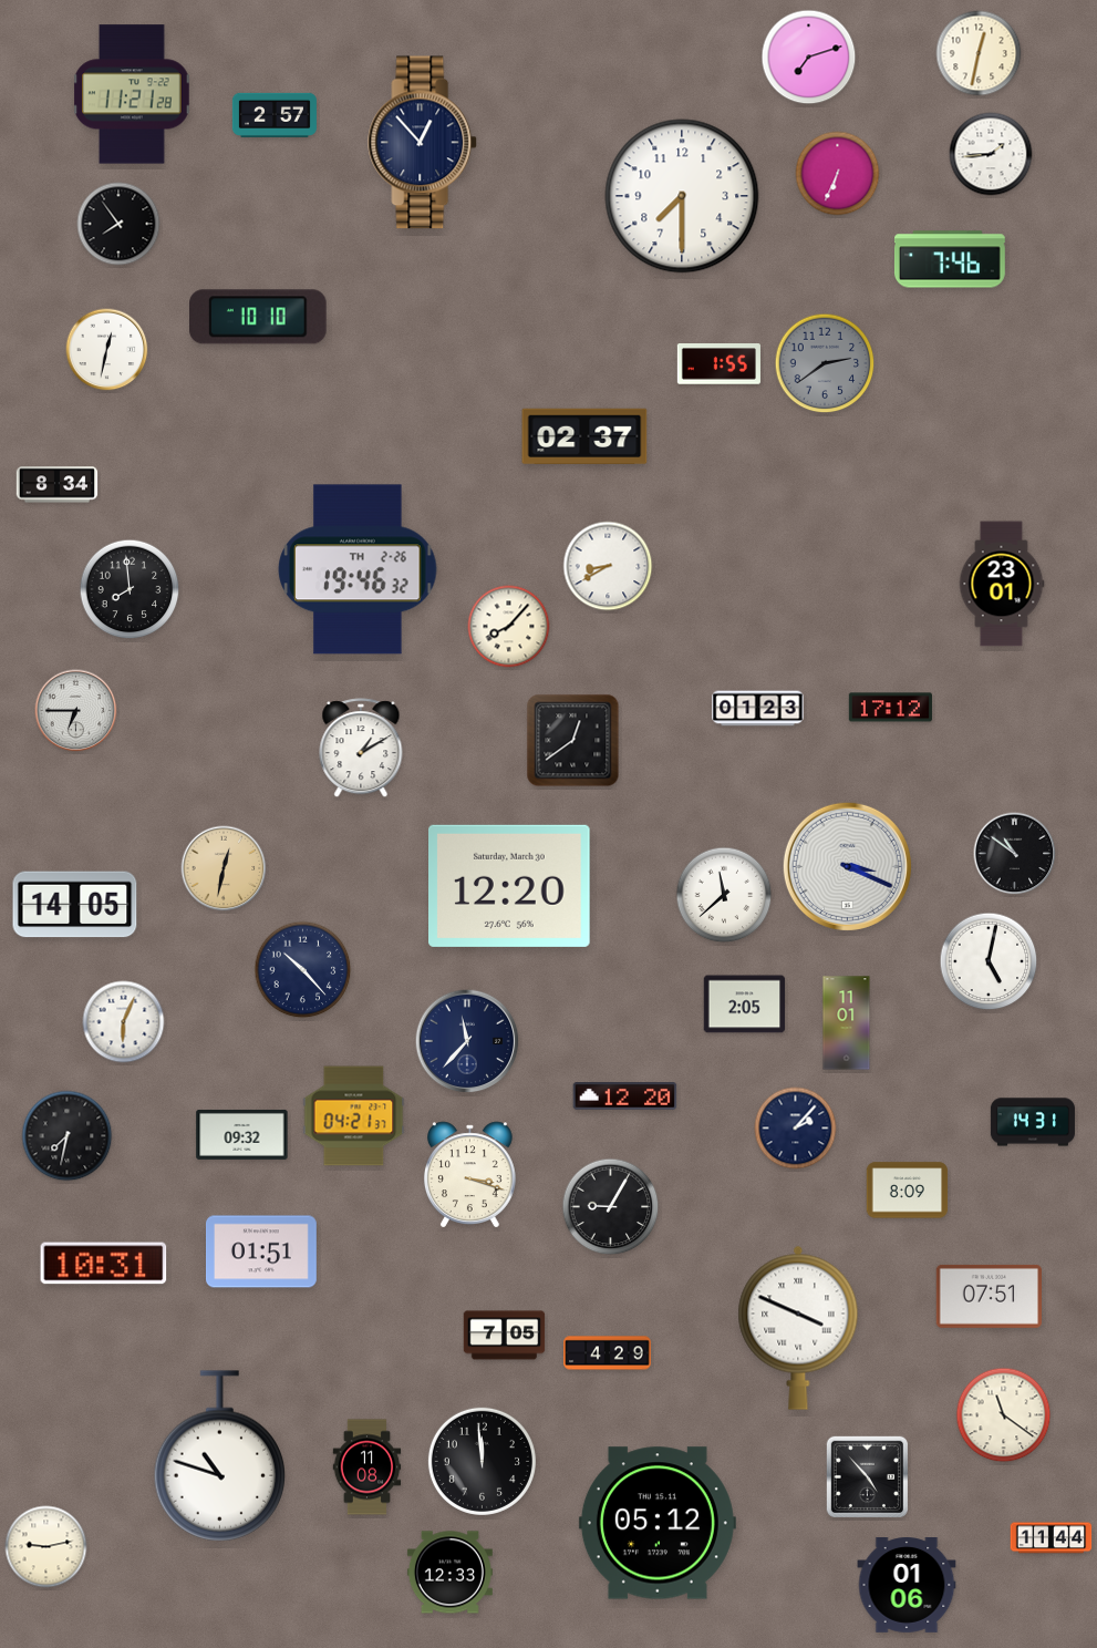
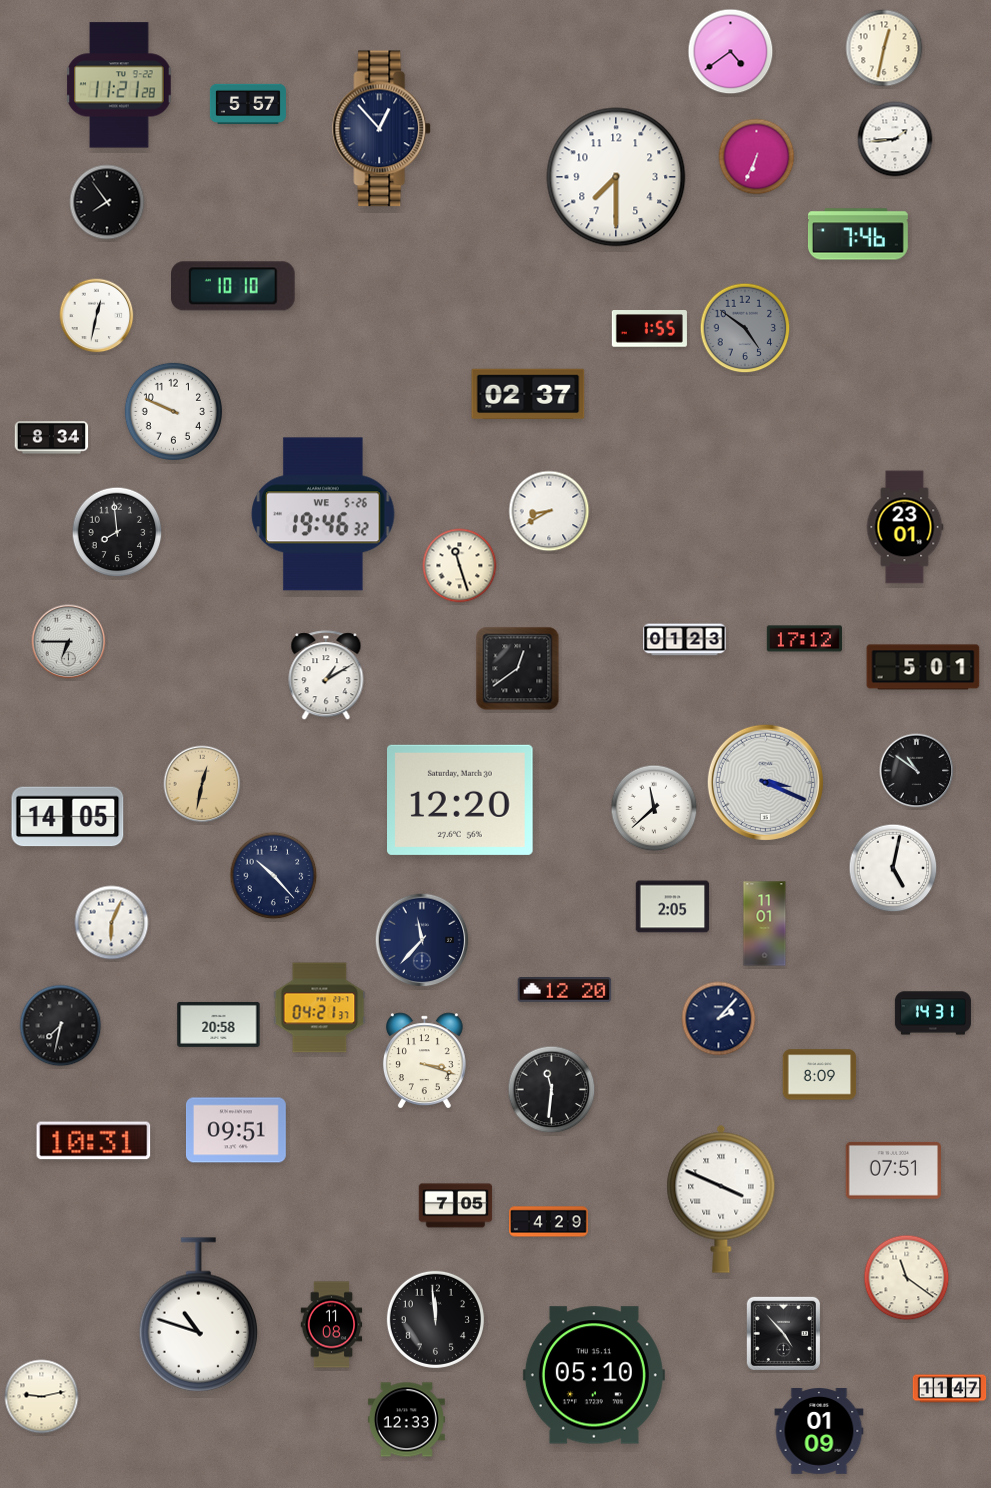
clock at (809, 58): 7:12 -> 4:39
clock at (275, 114): 2:57 -> 5:57
clock at (825, 363): 2:39 -> 4:51
clock at (173, 411): none -> 9:49
clock at (358, 569) date: TH 2-26 -> WE 5-26
clock at (509, 627): 8:07 -> 11:27
clock at (923, 667): none -> 5:01
clock at (242, 1134): 09:32 -> 20:58
clock at (611, 1207): 9:05 -> 11:31
clock at (262, 1252): 01:51 -> 09:51
clock at (658, 1523): 05:12 -> 05:10
clock at (1052, 1538): 11:44 -> 11:47
clock at (907, 1586): 01:06 -> 01:09
